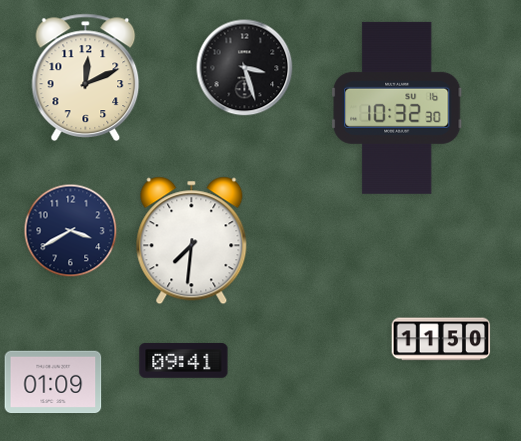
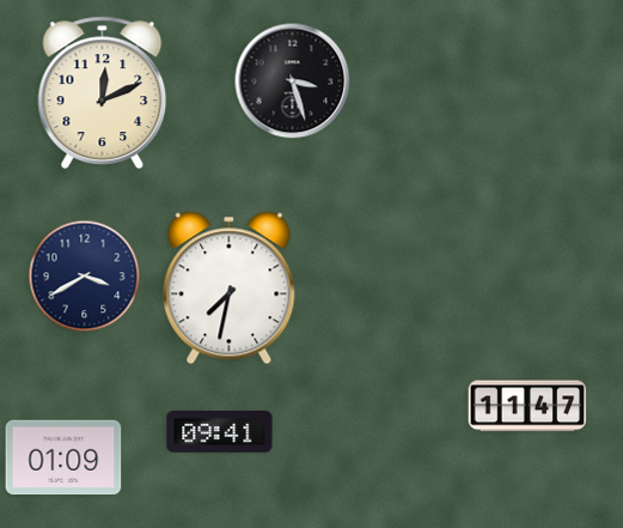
clock at (397, 108): 10:32 -> none
clock at (192, 241): 7:31 -> 7:32
clock at (441, 339): 11:50 -> 11:47
